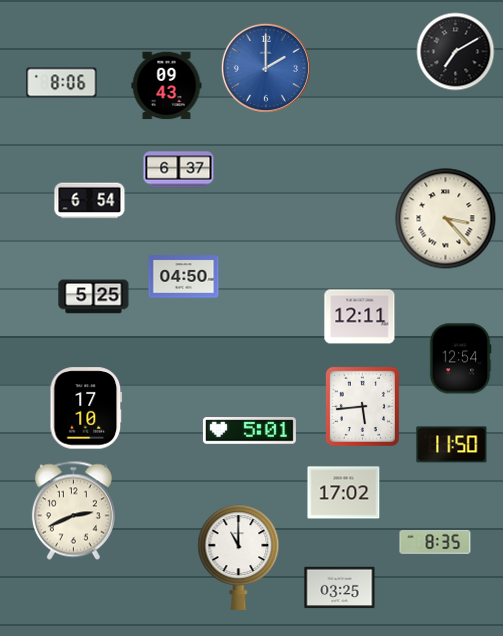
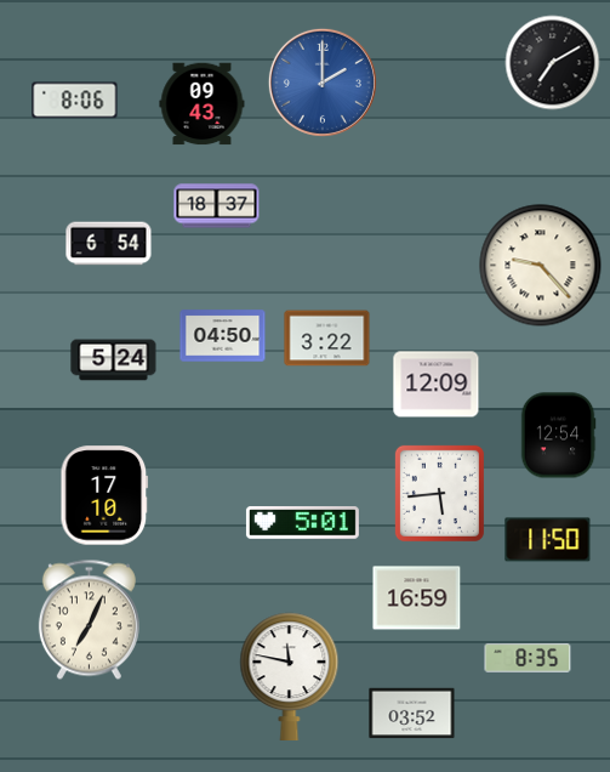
clock at (179, 170): 6:37 -> 18:37
clock at (446, 219): 3:23 -> 9:23
clock at (327, 339): none -> 3:22
clock at (94, 297): 5:25 -> 5:24
clock at (360, 317): 12:11 -> 12:09
clock at (344, 493): 17:02 -> 16:59
clock at (73, 511): 2:41 -> 7:04
clock at (239, 557): 11:00 -> 11:47
clock at (340, 588): 03:25 -> 03:52
